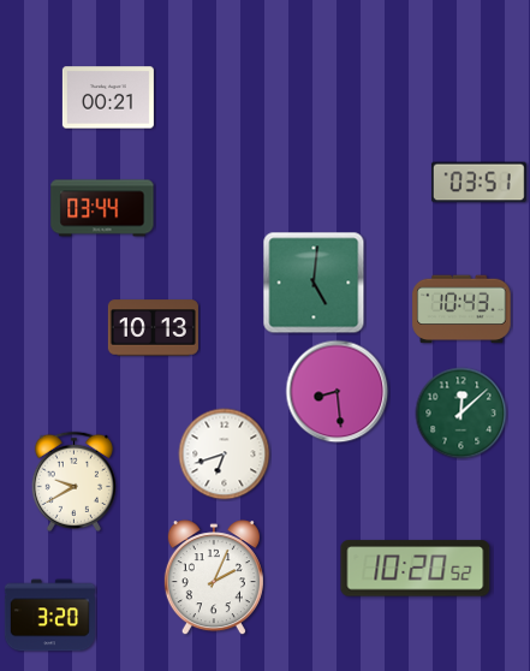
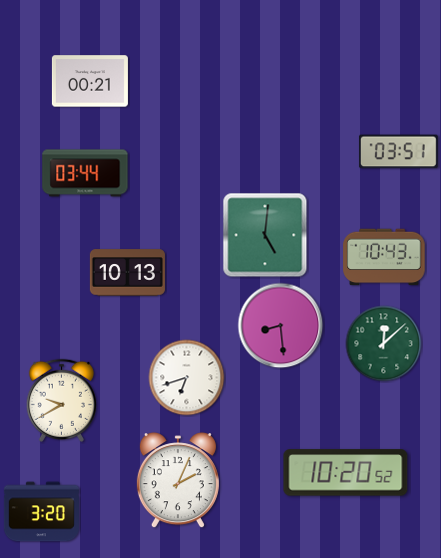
clock at (314, 283) position: (314, 283) -> (265, 235)
